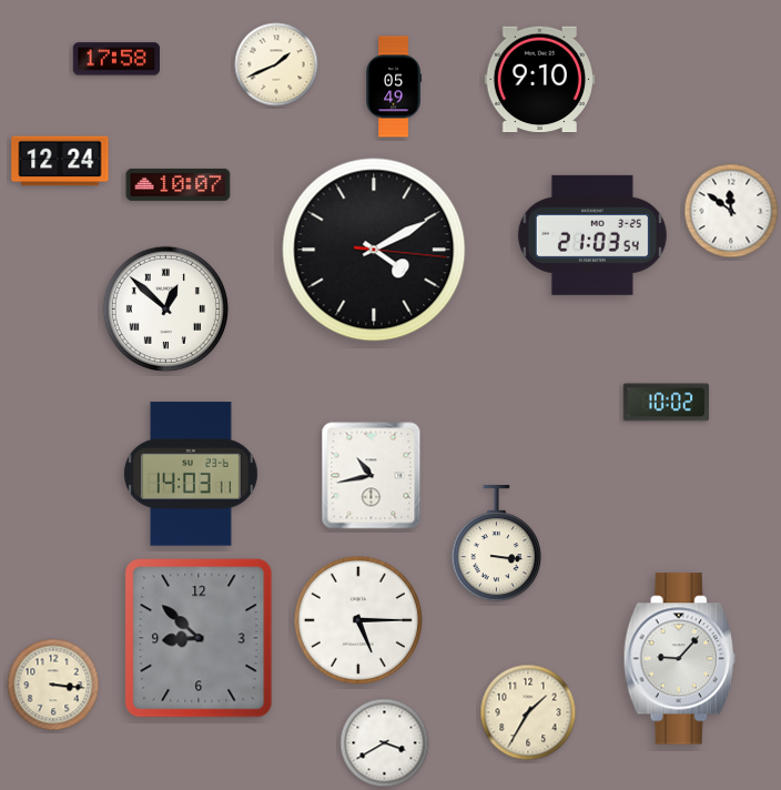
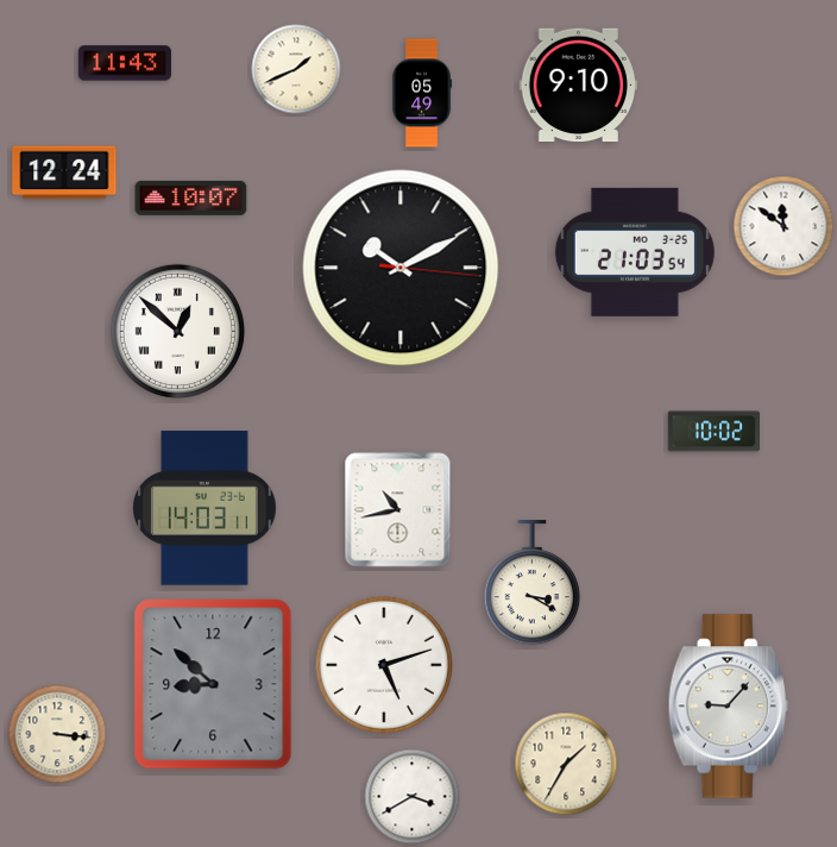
clock at (116, 59): 17:58 -> 11:43
clock at (374, 250): 4:10 -> 10:10
clock at (496, 545): 3:16 -> 3:20
clock at (358, 620): 5:15 -> 5:12
